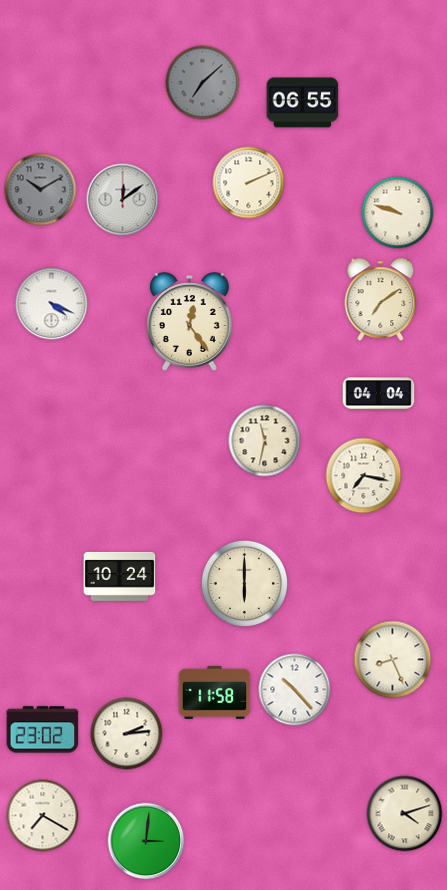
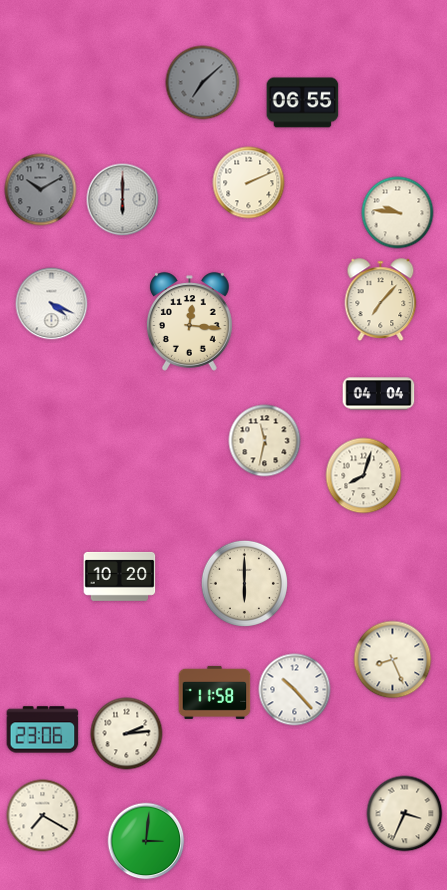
clock at (123, 200): 12:09 -> 6:00
clock at (398, 213): 9:48 -> 9:46
clock at (381, 300): 7:09 -> 7:07
clock at (190, 322): 12:24 -> 12:16
clock at (364, 476): 7:17 -> 8:03
clock at (120, 576): 10:24 -> 10:20
clock at (43, 730): 23:02 -> 23:06
clock at (405, 814): 4:12 -> 3:34
